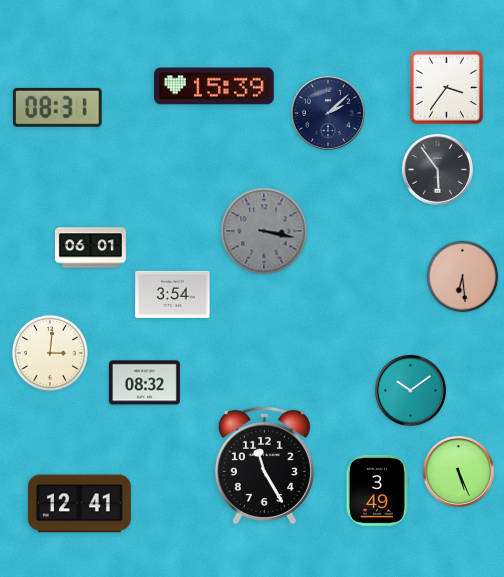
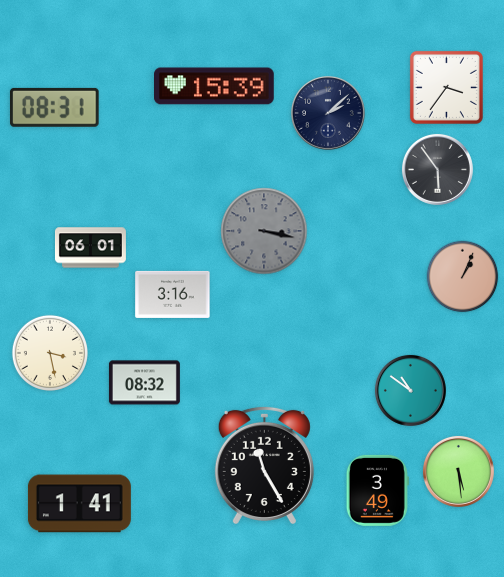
clock at (57, 107) position: (57, 107) -> (54, 107)
clock at (463, 277): 6:29 -> 1:04
clock at (173, 294): 3:54 -> 3:16
clock at (50, 353): 3:01 -> 3:28
clock at (410, 390): 10:09 -> 10:51
clock at (458, 471): 5:26 -> 5:29
clock at (79, 504): 12:41 -> 1:41
